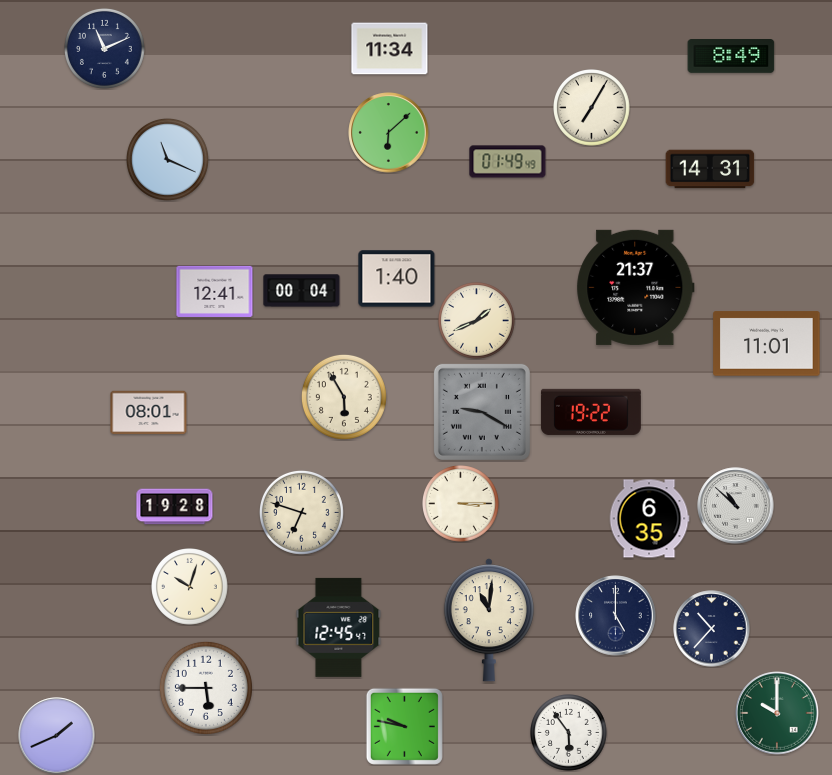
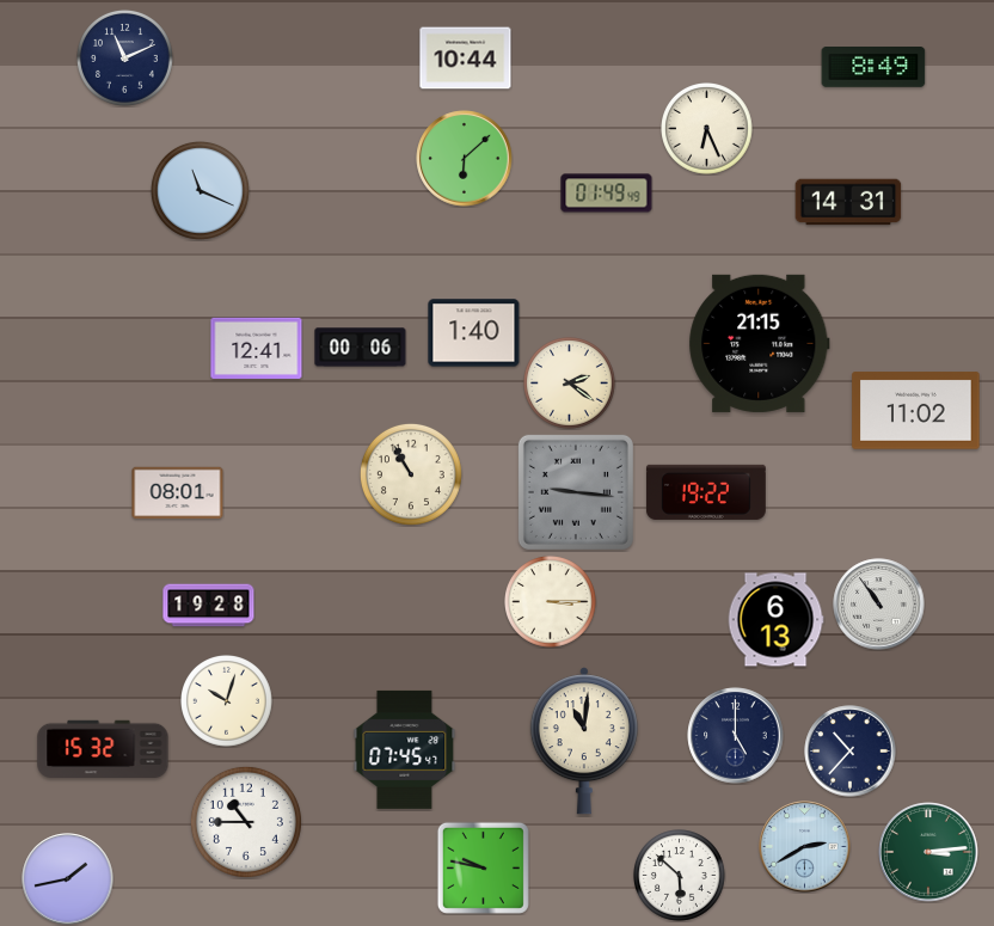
clock at (390, 49): 11:34 -> 10:44
clock at (592, 108): 7:05 -> 6:26
clock at (636, 287): 21:37 -> 21:15
clock at (302, 291): 00:04 -> 00:06
clock at (477, 321): 1:41 -> 2:21
clock at (767, 344): 11:01 -> 11:02
clock at (344, 397): 5:55 -> 10:55
clock at (482, 412): 9:20 -> 9:16
clock at (736, 506): 10:52 -> 10:54
clock at (301, 512): 6:48 -> none
clock at (649, 519): 6:35 -> 6:13
clock at (103, 748): none -> 15:32
clock at (339, 627): 12:45 -> 07:45
clock at (206, 688): 5:45 -> 10:45
clock at (805, 847): none -> 2:40
clock at (777, 713): 10:00 -> 3:14
clock at (569, 733): 5:54 -> 5:52
clock at (57, 736): 1:41 -> 1:43
